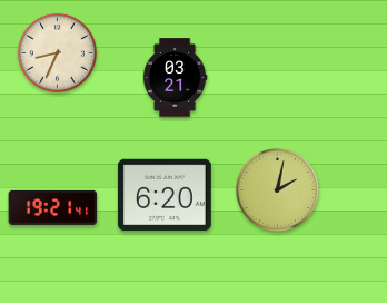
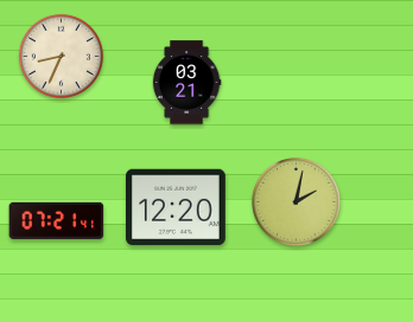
clock at (165, 195): 6:20 -> 12:20
clock at (53, 207): 19:21 -> 07:21
